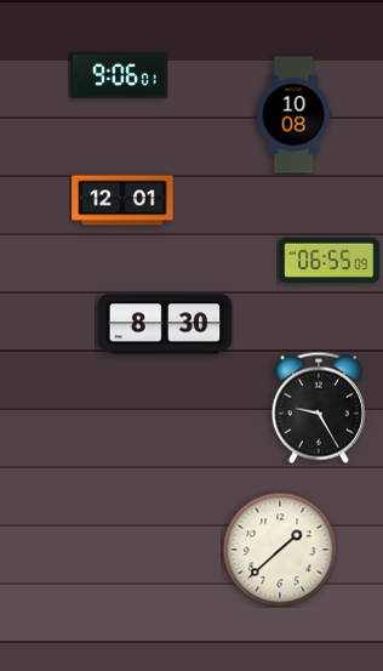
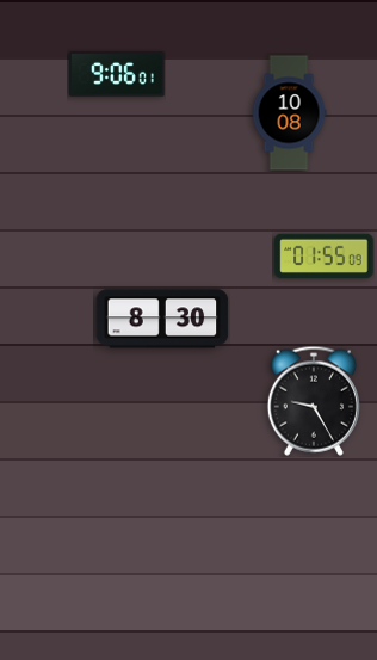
clock at (122, 200): 12:01 -> none
clock at (330, 261): 06:55 -> 01:55
clock at (280, 550): 1:38 -> none
